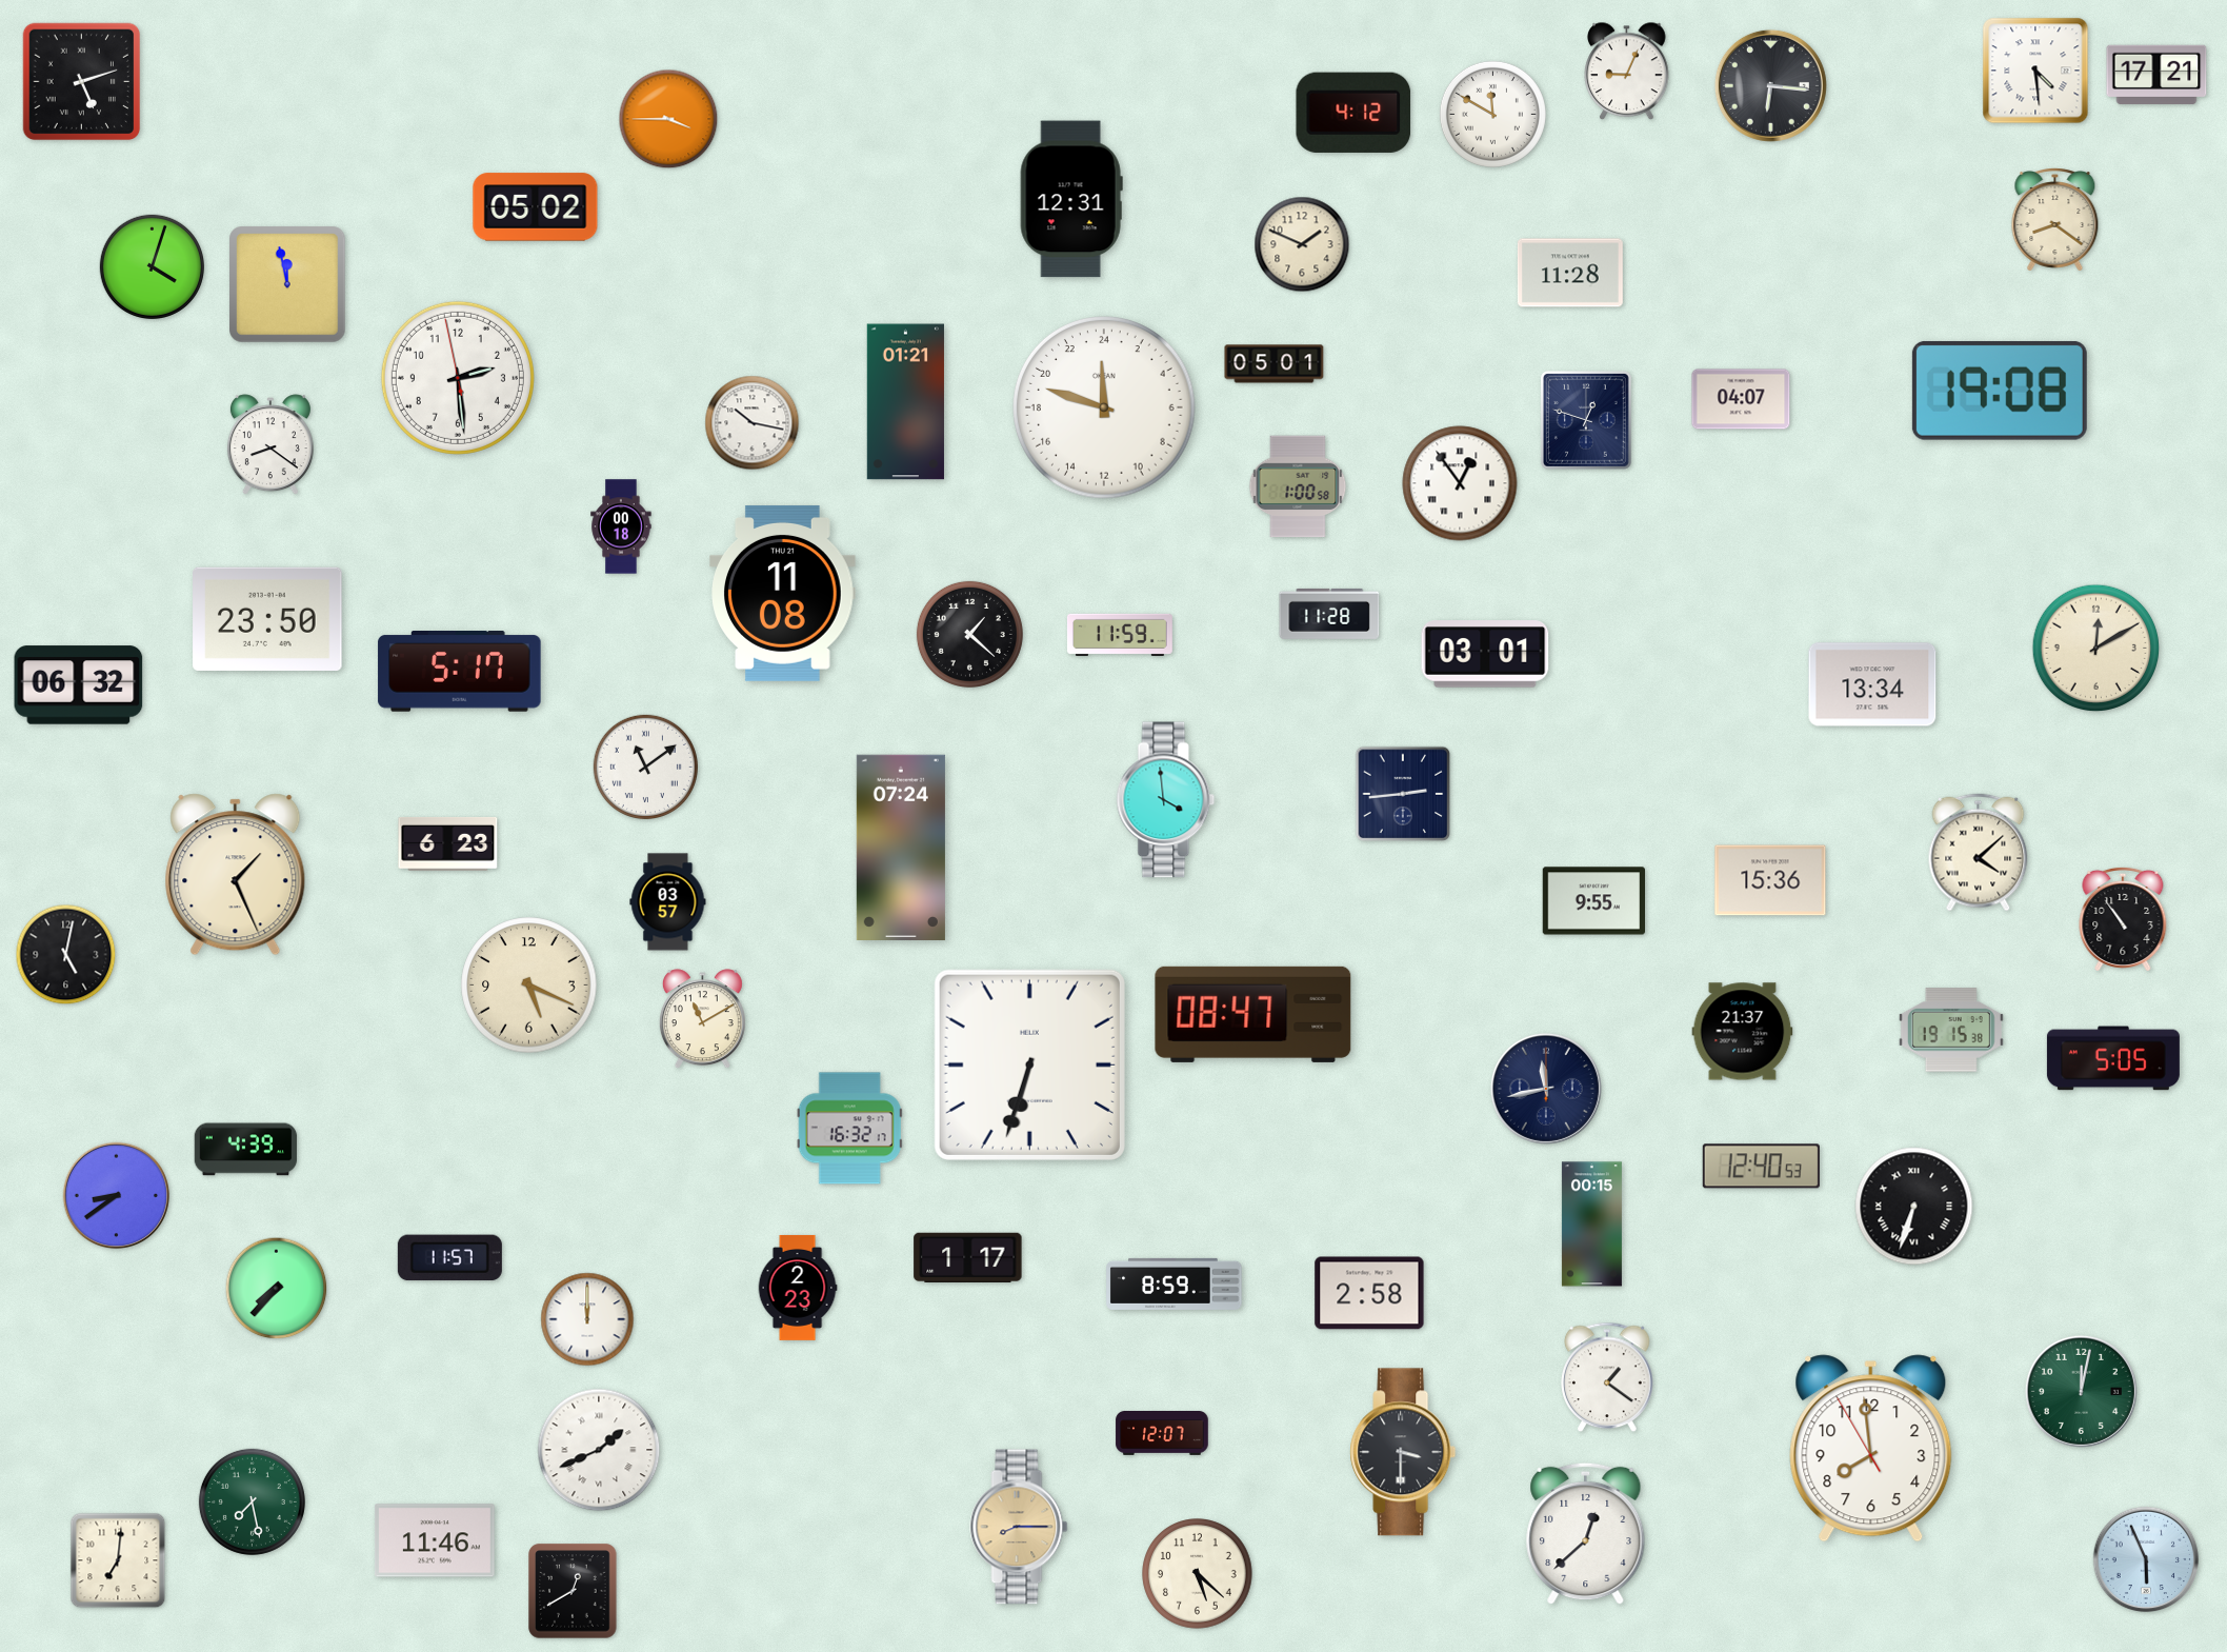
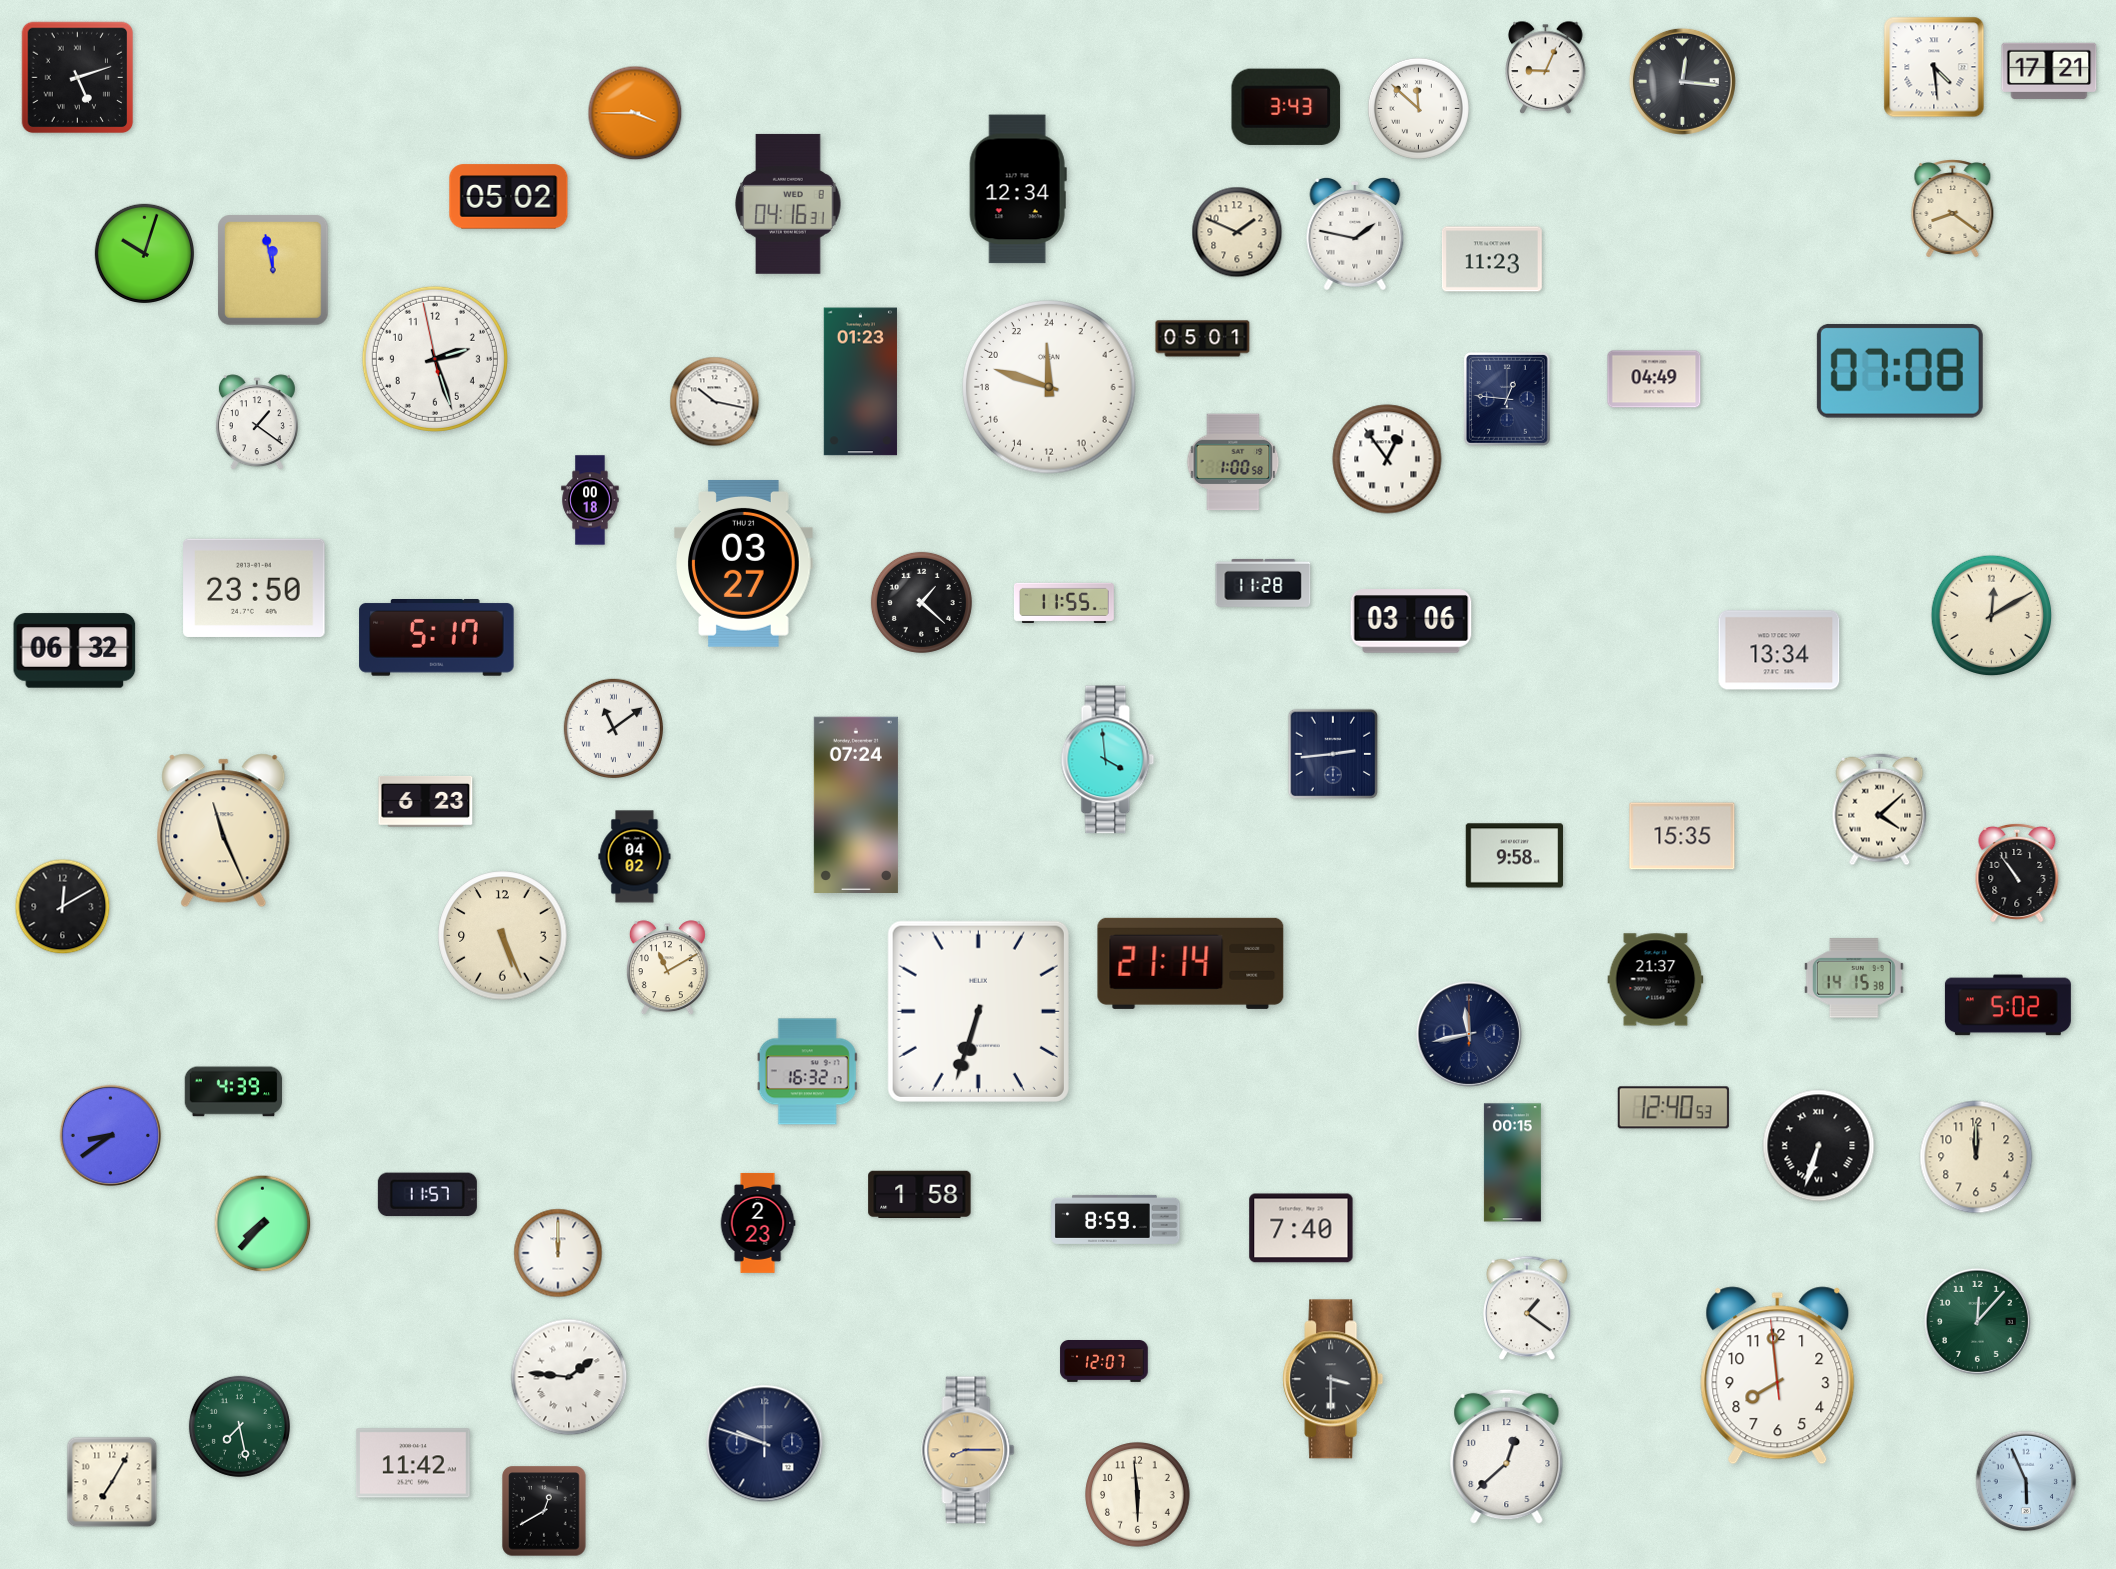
clock at (1770, 85): 6:16 -> 12:16
clock at (1353, 113): 4:12 -> 3:43
clock at (1492, 114): 11:50 -> 11:52
clock at (1071, 199): 12:31 -> 12:34
clock at (788, 204): none -> 04:16
clock at (1355, 234): none -> 1:47
clock at (152, 266): 4:03 -> 10:03
clock at (1570, 273): 11:28 -> 11:23
clock at (1275, 364) position: (1275, 364) -> (1203, 339)
clock at (458, 378): 2:28 -> 2:26
clock at (2000, 391): 19:08 -> 07:08
clock at (1741, 399): 04:07 -> 04:49
clock at (905, 402): 01:21 -> 01:23
clock at (1586, 420): 12:48 -> 12:46
clock at (270, 445): 8:21 -> 1:21
clock at (783, 593): 11:08 -> 03:27
clock at (1120, 635): 11:59 -> 11:55
clock at (1485, 654): 03:01 -> 03:06
clock at (236, 875): 1:26 -> 11:26
clock at (1770, 880): 15:36 -> 15:35
clock at (1594, 901): 9:55 -> 9:58
clock at (668, 902): 03:57 -> 04:02
clock at (66, 955): 5:02 -> 12:10
clock at (529, 986): 5:19 -> 5:26
clock at (1253, 1014): 08:47 -> 21:14
clock at (1951, 1030): 19:15 -> 14:15
clock at (2113, 1058): 5:05 -> 5:02
clock at (1976, 1157): none -> 12:00
clock at (968, 1257): 1:17 -> 1:58
clock at (1369, 1293): 2:58 -> 7:40
clock at (2081, 1391): 12:02 -> 12:07
clock at (1871, 1449): 7:58:55 -> 7:58:59
clock at (599, 1450): 1:41 -> 1:46
clock at (765, 1444): none -> 9:48
clock at (436, 1540): 11:46 -> 11:42
clock at (2146, 1559) position: (2146, 1559) -> (2026, 1481)
clock at (118, 1560): 7:01 -> 7:05
clock at (1198, 1574): 5:22 -> 5:59
